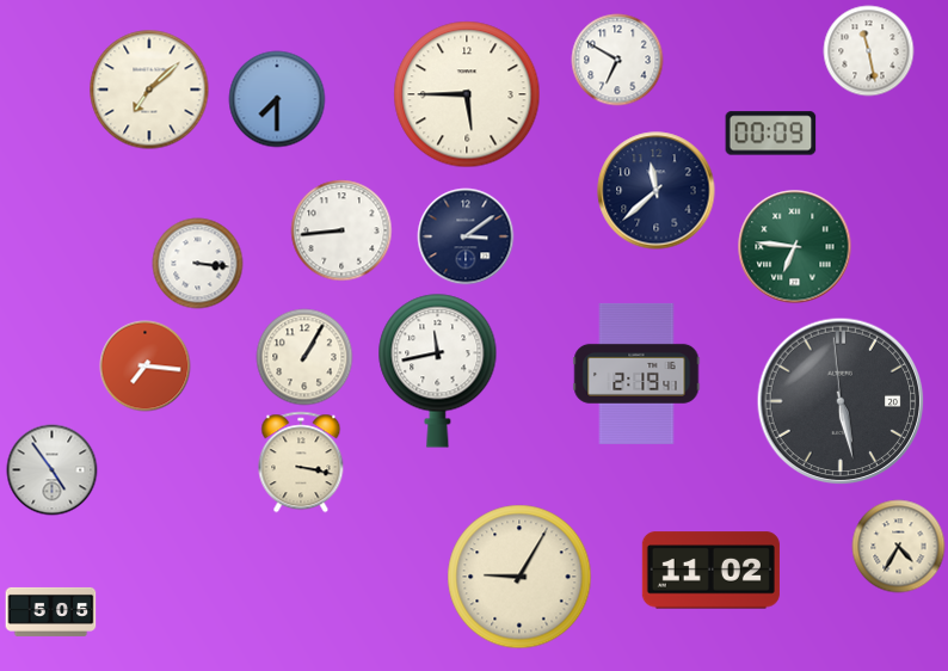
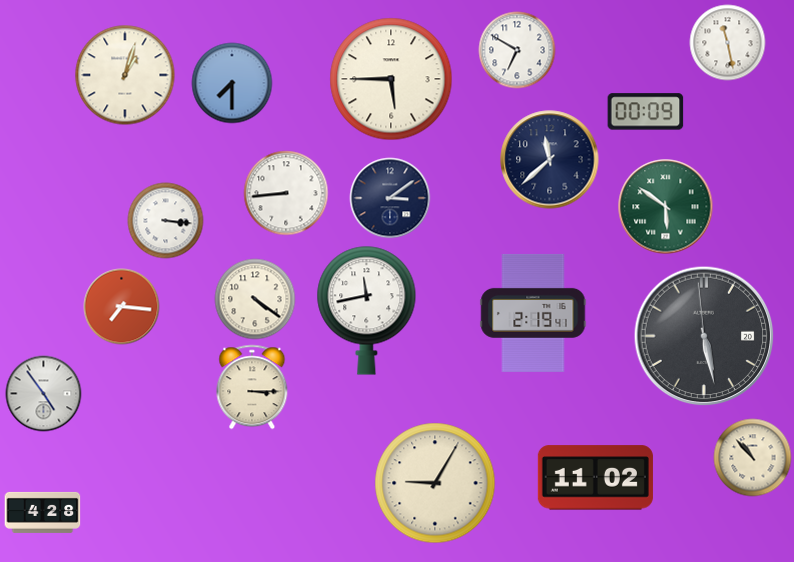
clock at (149, 90): 7:08 -> 1:03
clock at (795, 247): 6:46 -> 5:51
clock at (304, 357): 1:05 -> 4:21
clock at (301, 462): 3:17 -> 3:15
clock at (899, 547): 4:35 -> 10:53
clock at (51, 611): 5:05 -> 4:28
